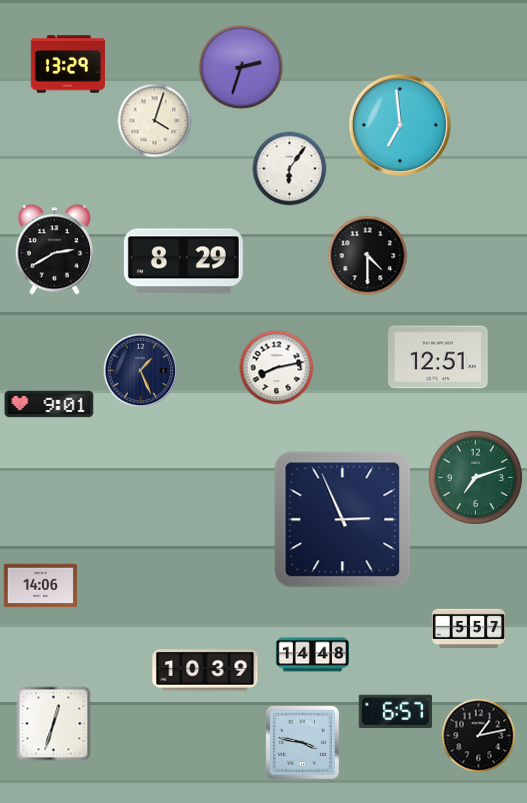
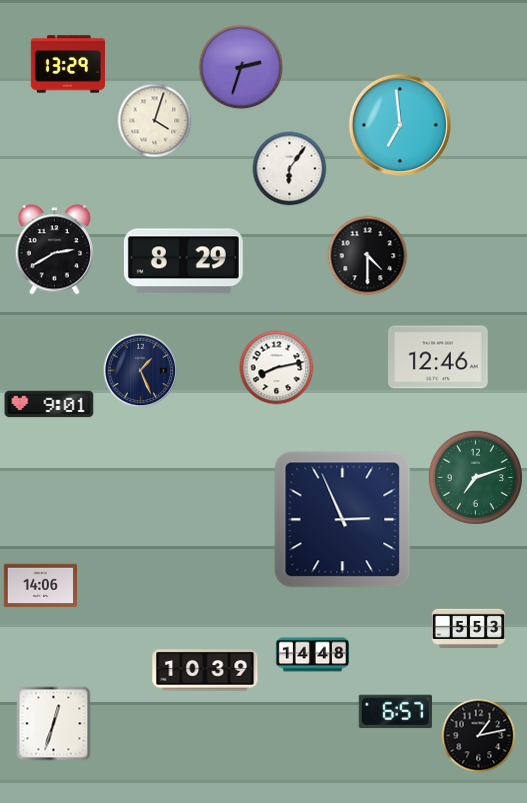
clock at (438, 357): 12:51 -> 12:46
clock at (468, 628): 5:57 -> 5:53
clock at (302, 742): 3:47 -> none
